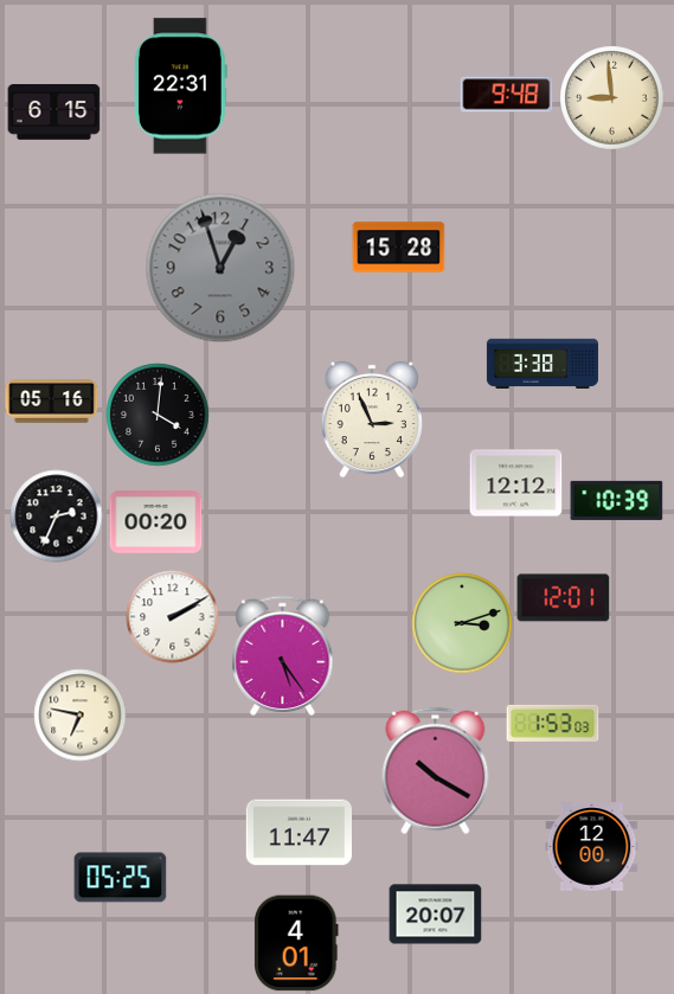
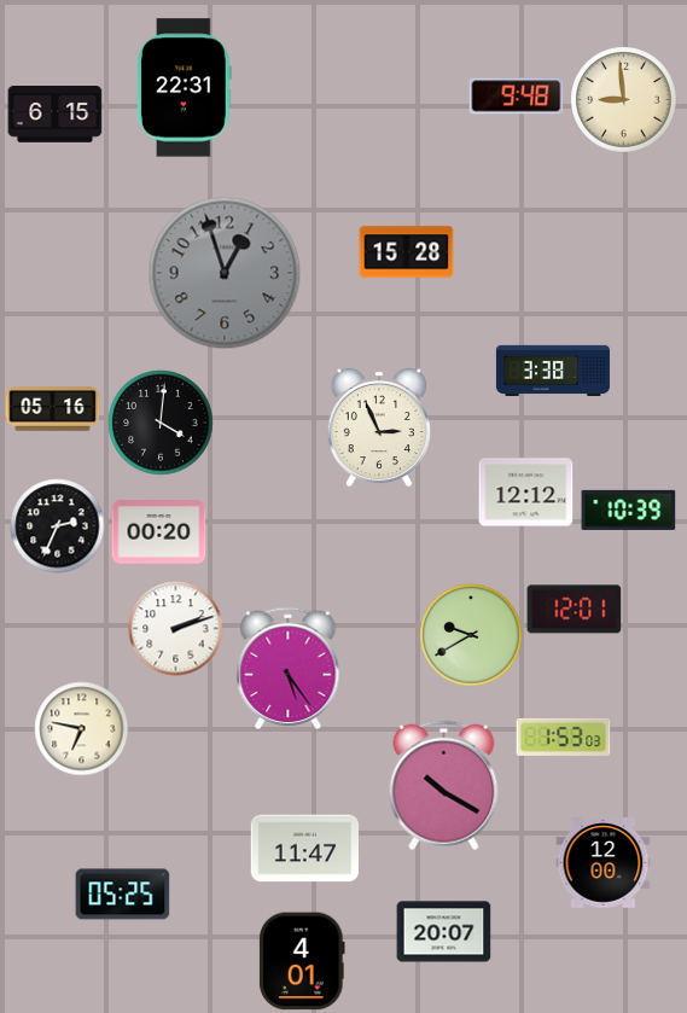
clock at (172, 616): 2:10 -> 2:12
clock at (462, 623): 3:12 -> 9:40
